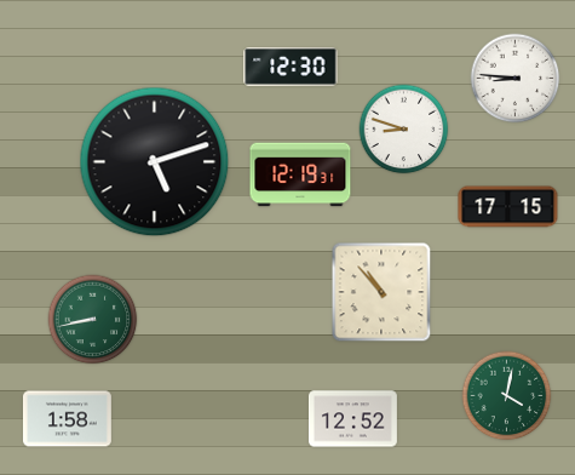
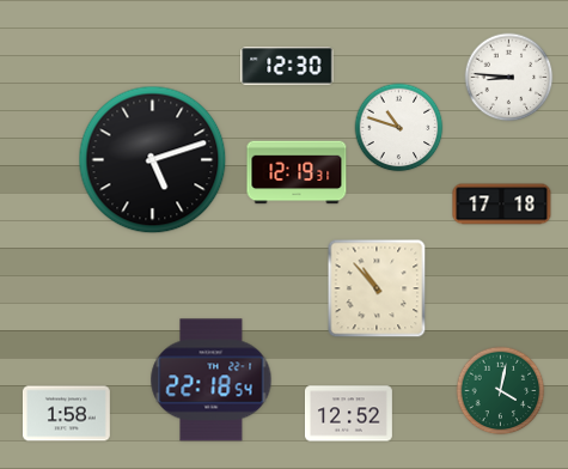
clock at (404, 130): 8:48 -> 10:48
clock at (508, 207): 17:15 -> 17:18
clock at (93, 320): 8:43 -> none
clock at (212, 380): none -> 22:18
